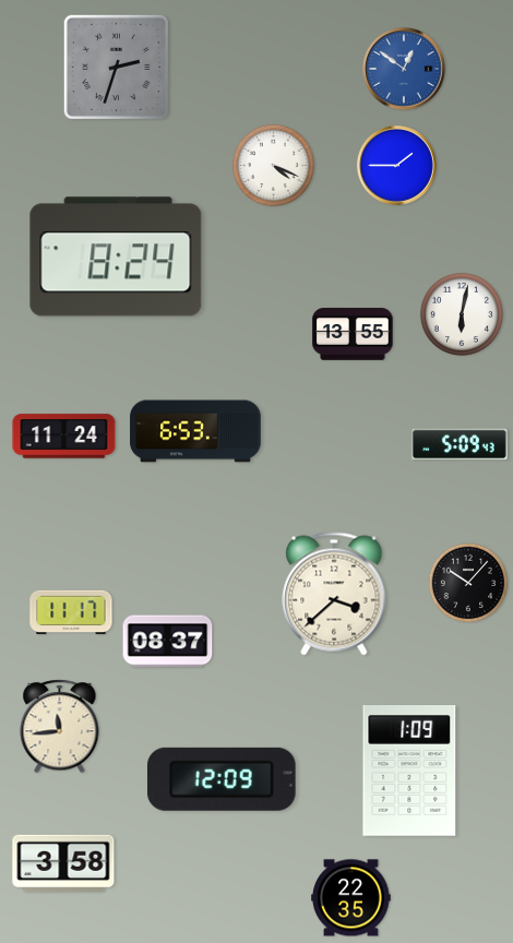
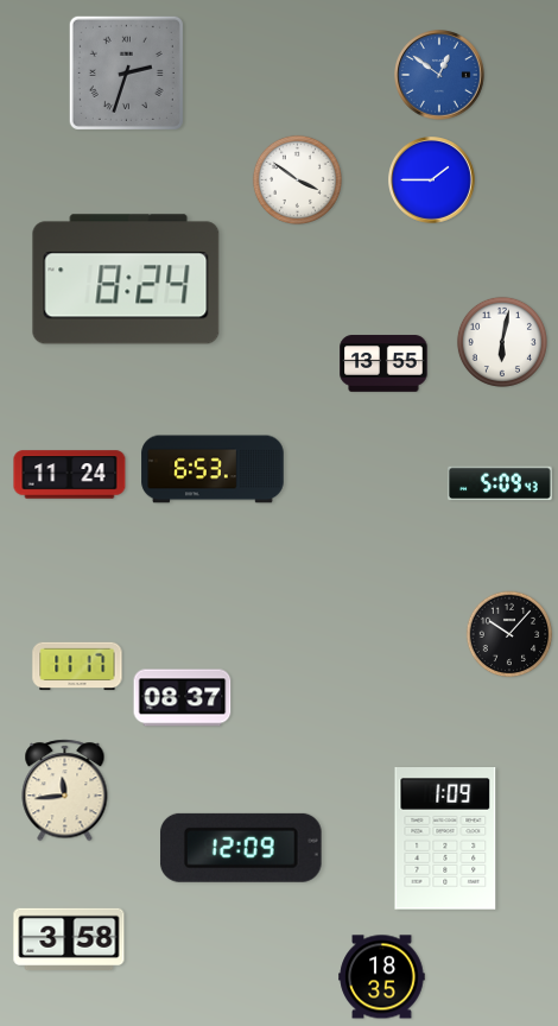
clock at (273, 165): 4:19 -> 3:51
clock at (334, 594): 3:38 -> none
clock at (351, 898): 22:35 -> 18:35
